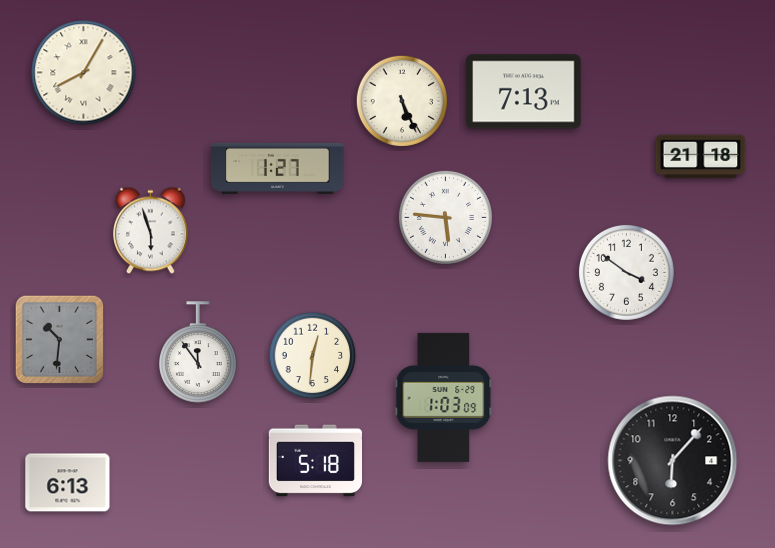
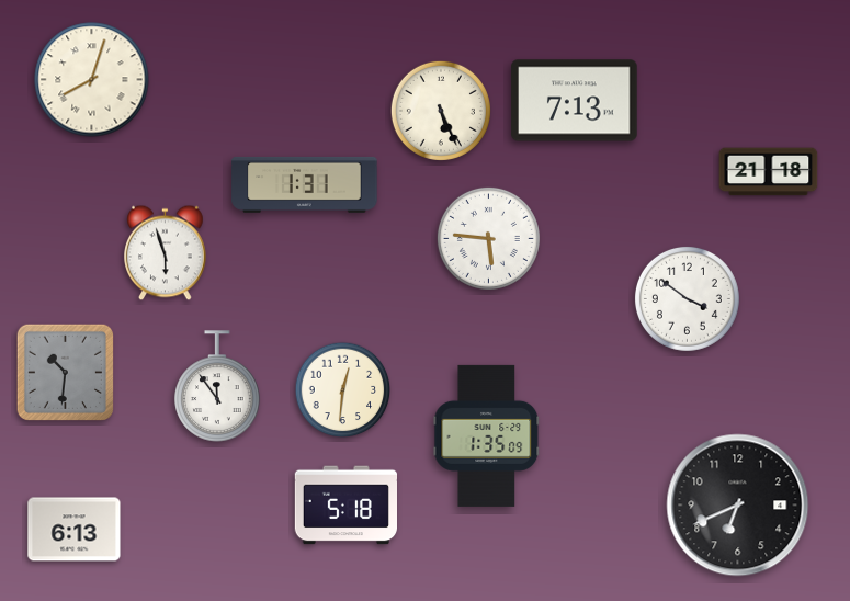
clock at (84, 73): 8:05 -> 8:03
clock at (278, 168): 1:27 -> 1:31
clock at (444, 397): 1:03 -> 1:35
clock at (673, 461): 6:07 -> 6:41
